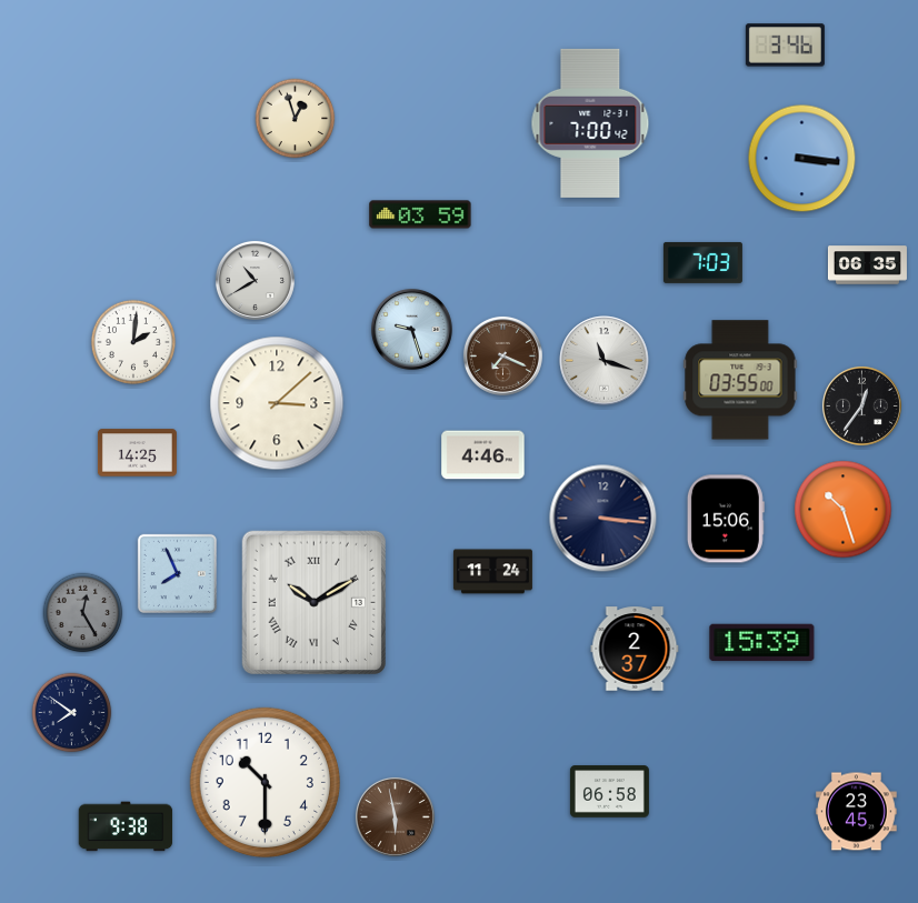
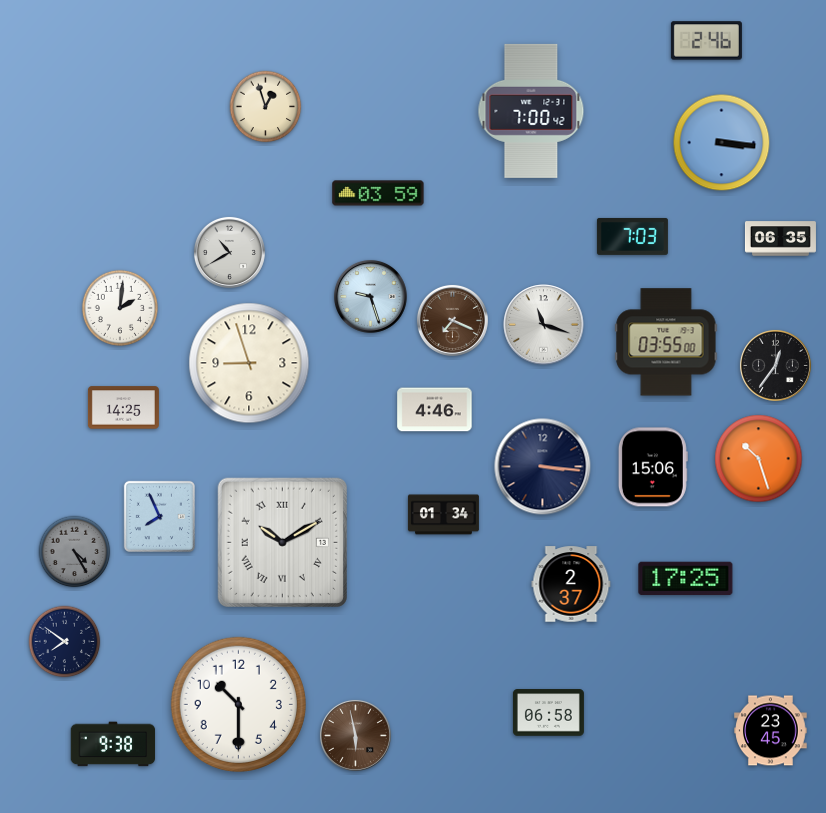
clock at (785, 46): 3:46 -> 2:46
clock at (277, 403): 3:08 -> 8:57
clock at (492, 572): 11:24 -> 01:34
clock at (83, 613): 12:25 -> 4:25
clock at (762, 643): 15:39 -> 17:25
